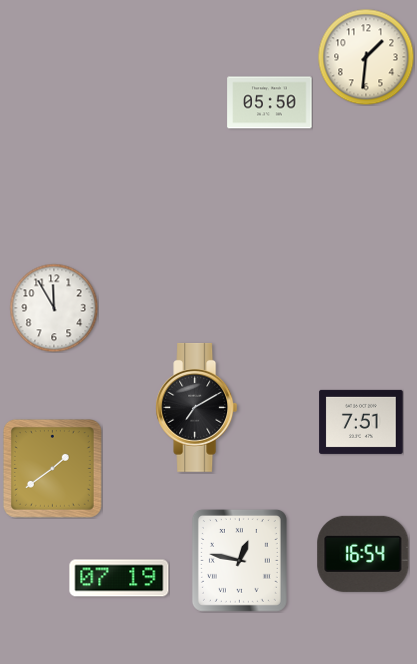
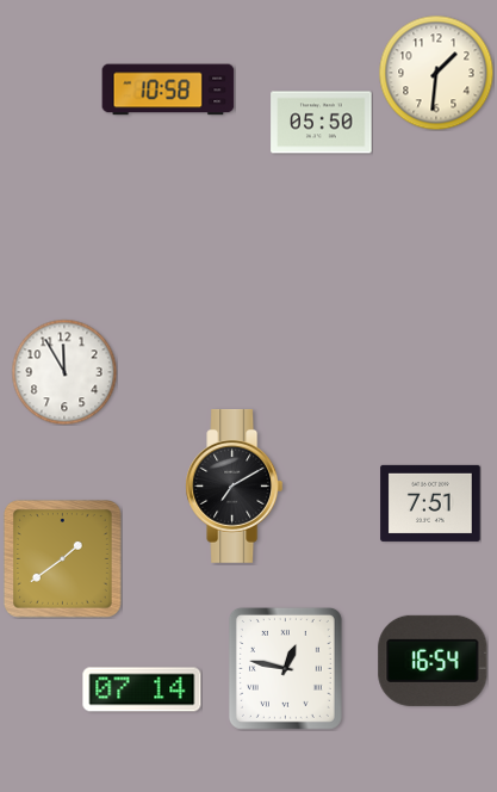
clock at (366, 57) position: (366, 57) -> (436, 73)
clock at (168, 89): none -> 10:58
clock at (54, 308) position: (54, 308) -> (64, 372)
clock at (119, 578): 07:19 -> 07:14
